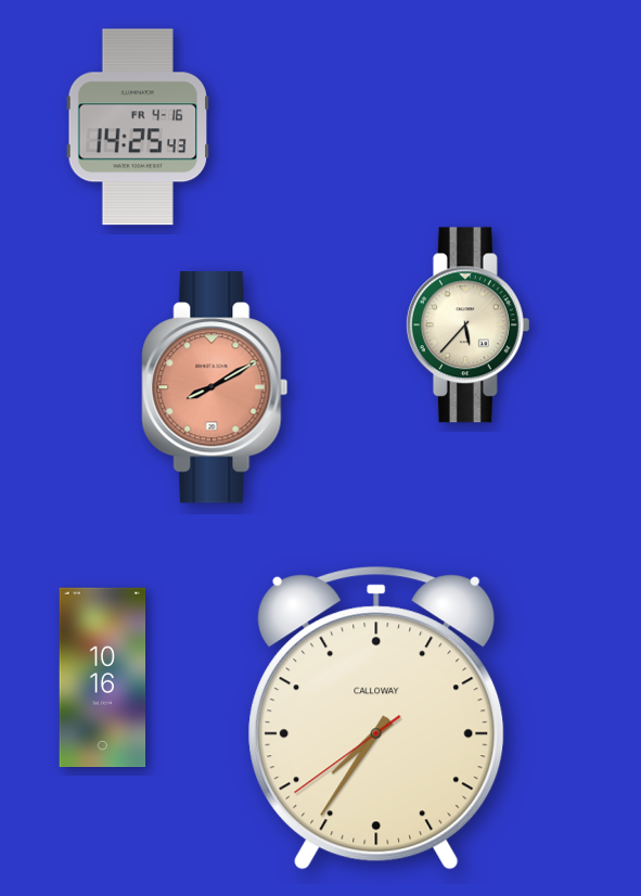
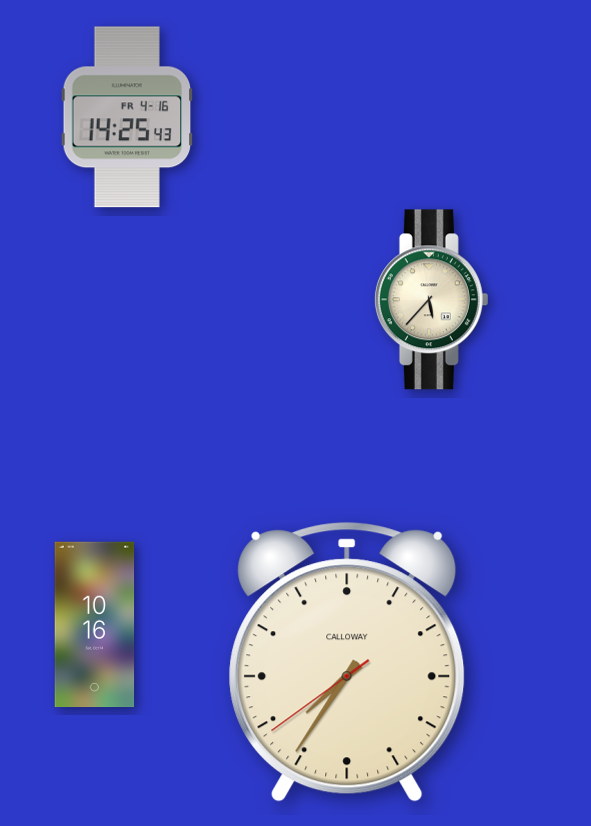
clock at (215, 387): 8:10 -> none
